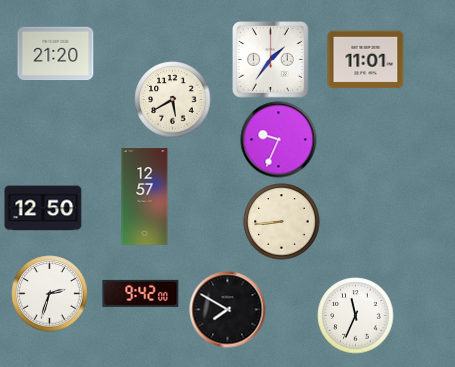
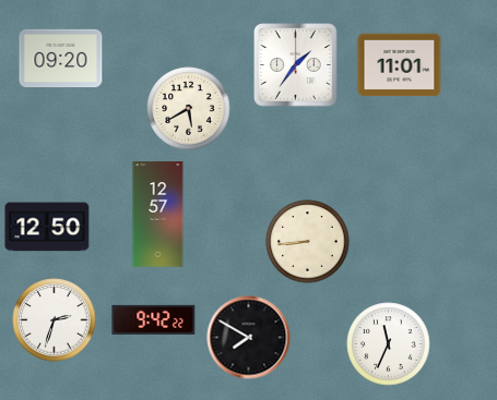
clock at (56, 54): 21:20 -> 09:20
clock at (279, 140): 9:34 -> none
clock at (141, 293): 9:42:00 -> 9:42:22
